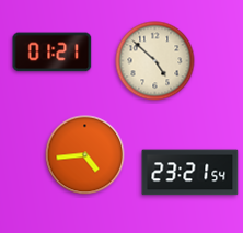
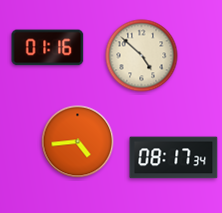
clock at (53, 53): 01:21 -> 01:16
clock at (190, 173): 23:21 -> 08:17
